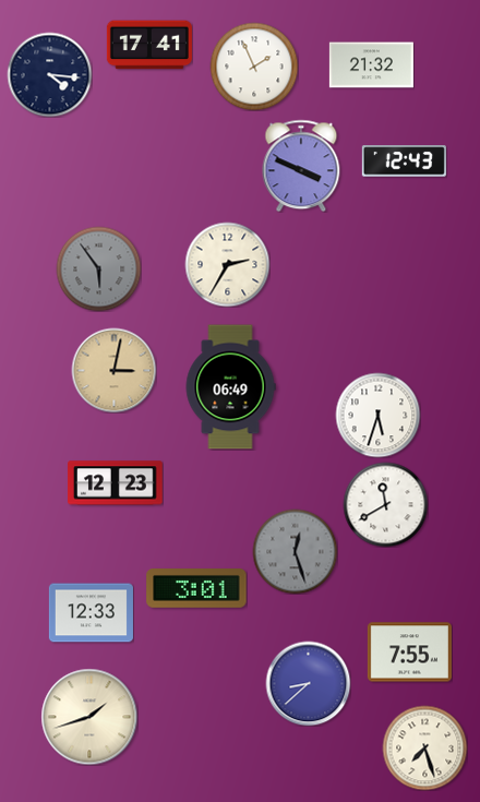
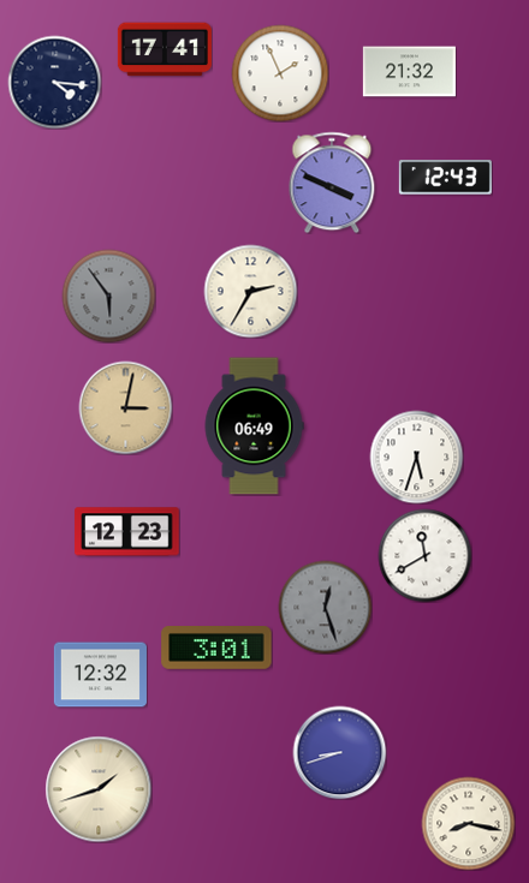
clock at (91, 613): 12:33 -> 12:32
clock at (409, 653): 7:55 -> none
clock at (308, 683): 8:38 -> 8:42
clock at (424, 747): 7:27 -> 8:17
